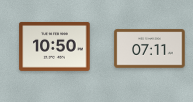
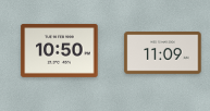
clock at (150, 49): 07:11 -> 11:09
